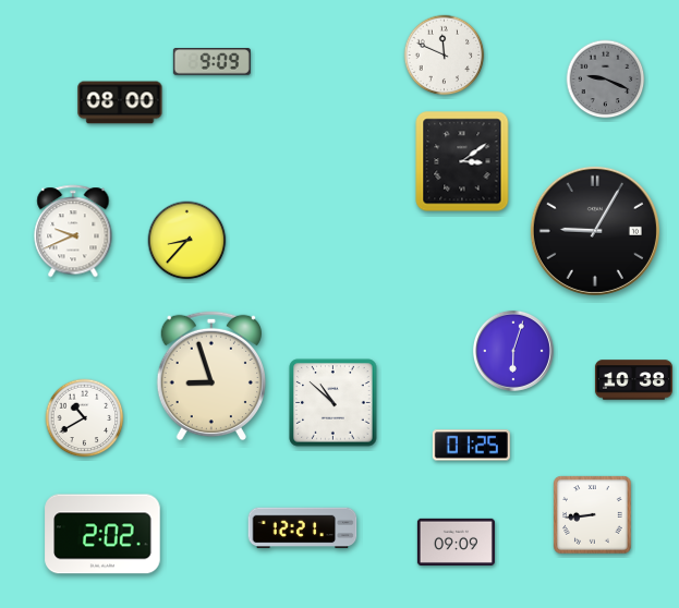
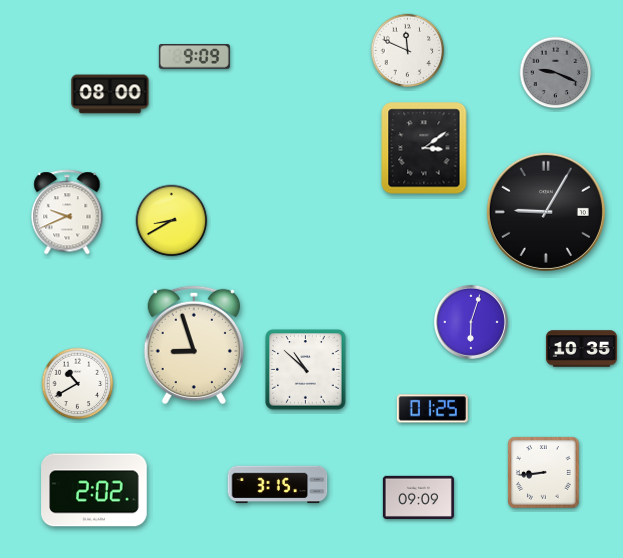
clock at (187, 241): 8:37 -> 8:40
clock at (633, 380): 10:38 -> 10:35
clock at (303, 528): 12:21 -> 3:15
